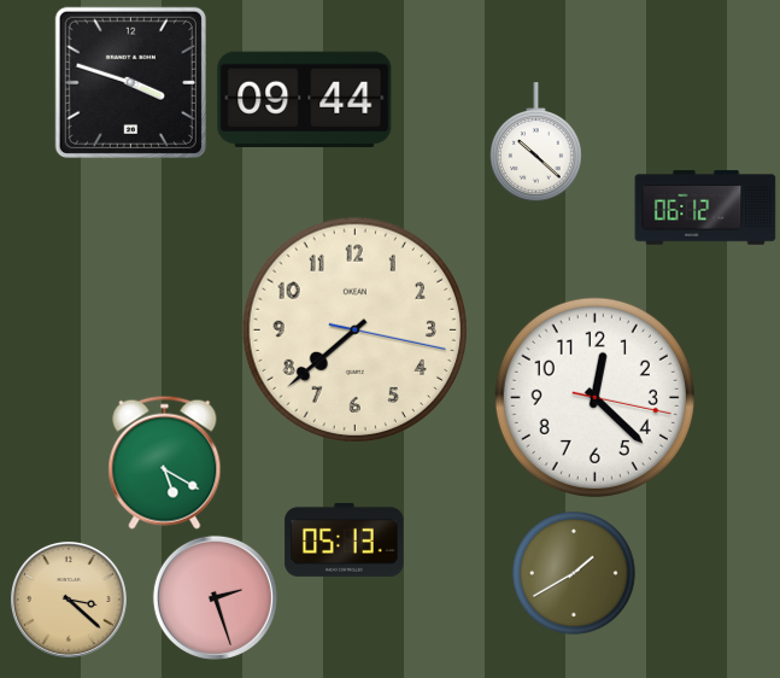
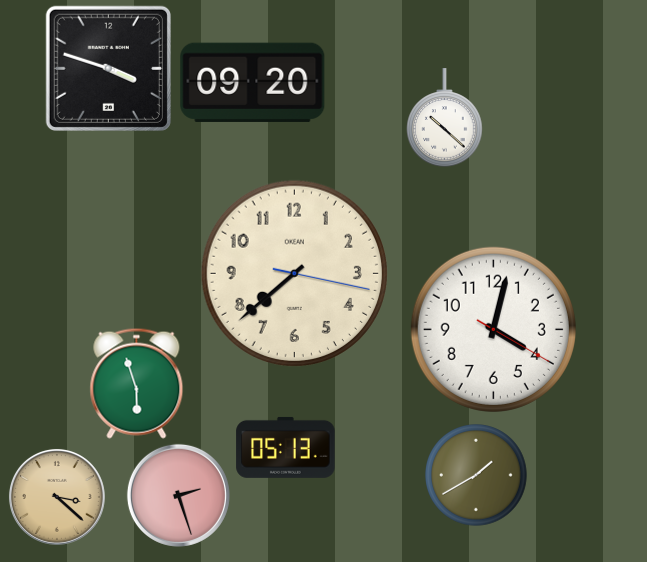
clock at (305, 99): 09:44 -> 09:20
clock at (705, 208): 06:12 -> none
clock at (594, 397): 12:22 -> 4:02
clock at (165, 462): 5:20 -> 5:57
